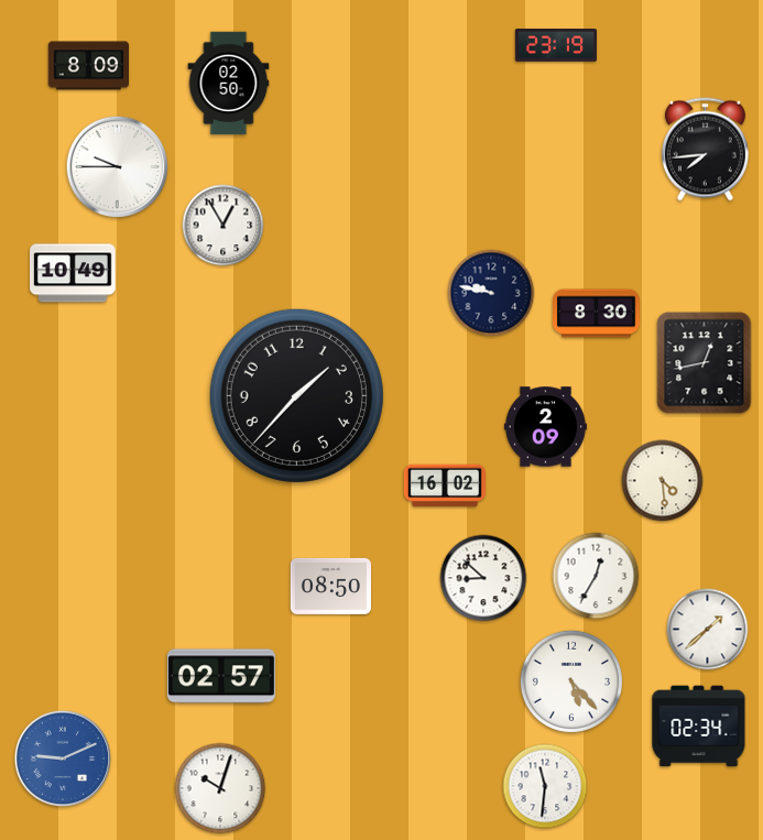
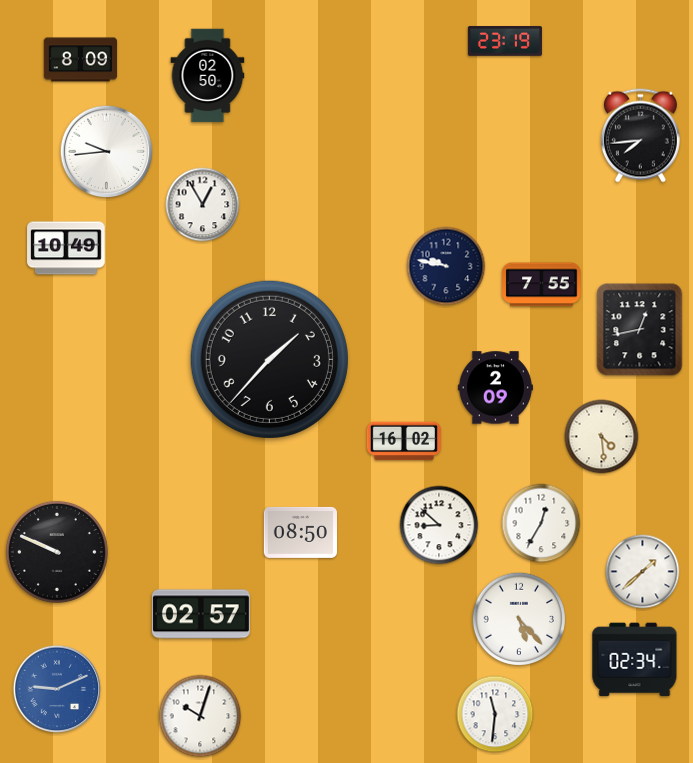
clock at (118, 167): 9:45 -> 9:44
clock at (597, 314): 8:30 -> 7:55
clock at (57, 552): none -> 9:49
